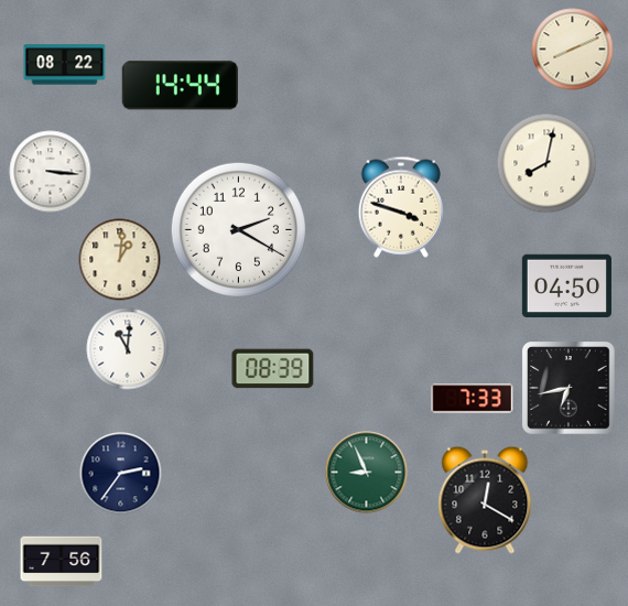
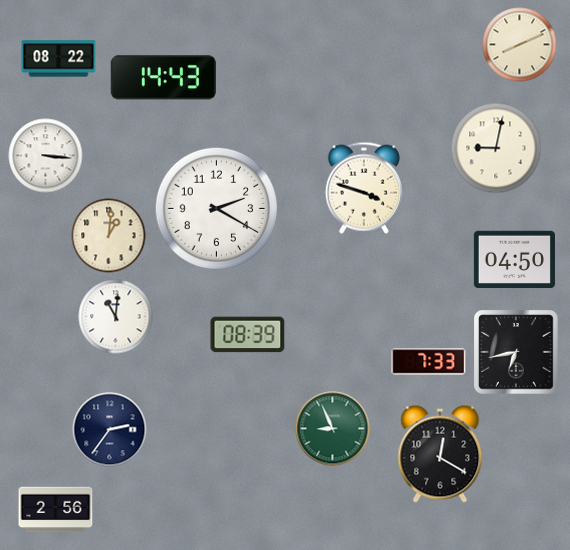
clock at (180, 86): 14:44 -> 14:43
clock at (546, 163): 8:02 -> 9:02
clock at (62, 562): 7:56 -> 2:56
